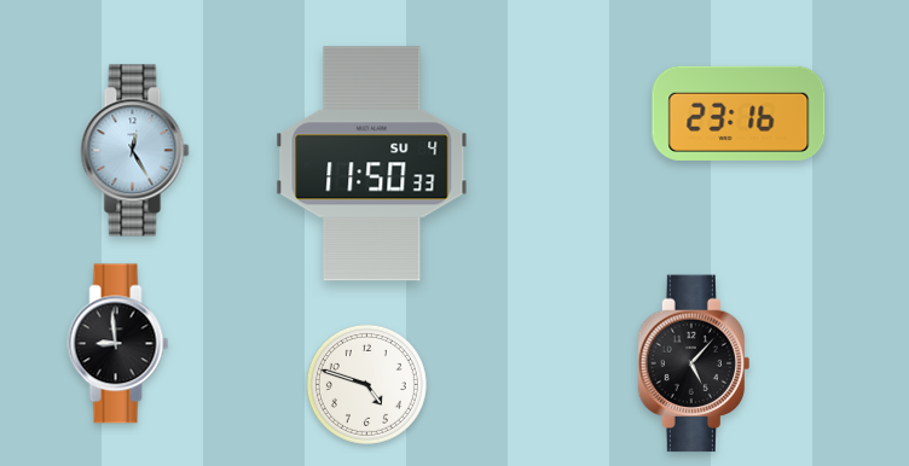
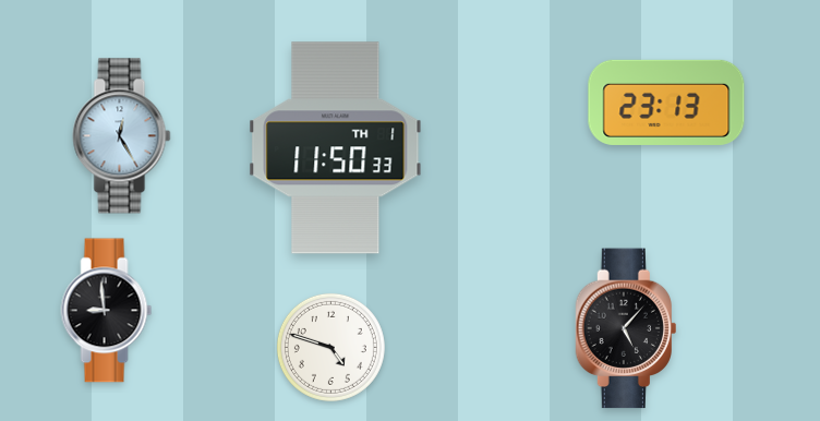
clock at (739, 113): 23:16 -> 23:13
clock at (372, 164) date: SU 4 -> TH 1
